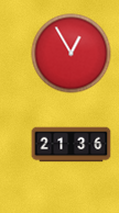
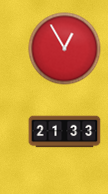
clock at (72, 145): 21:36 -> 21:33
